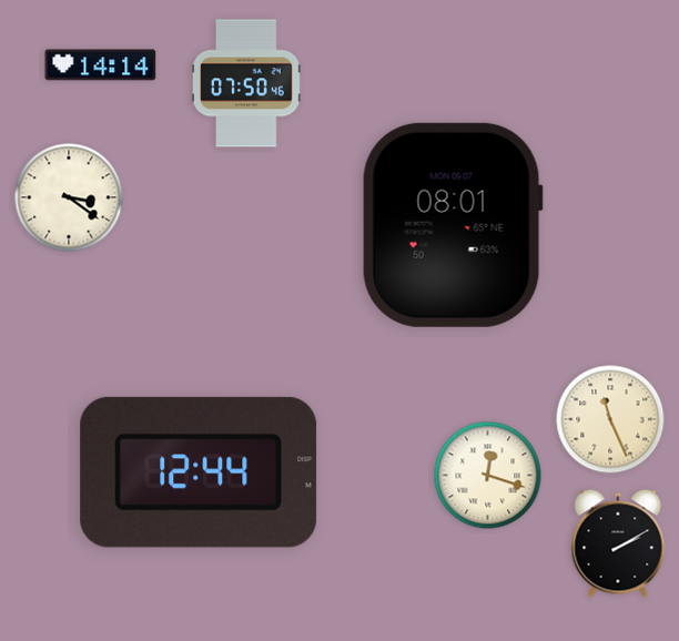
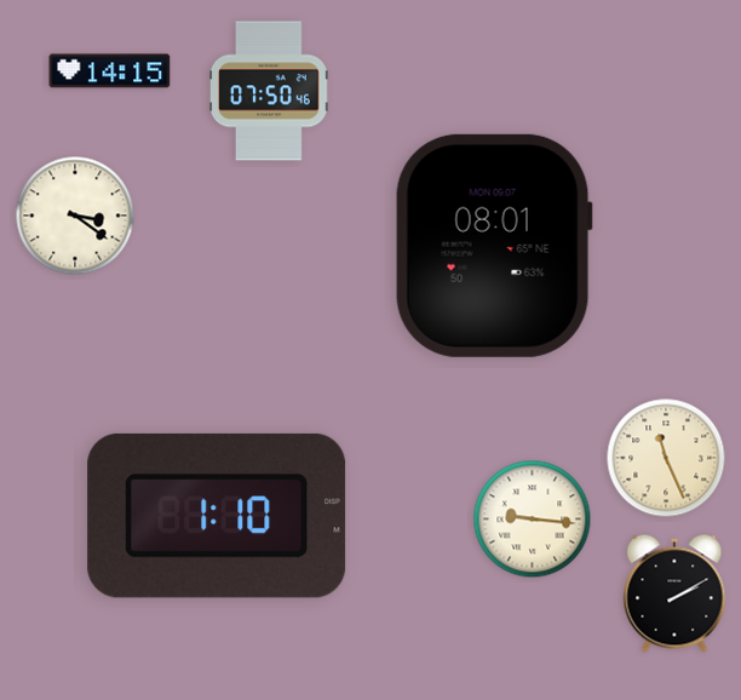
clock at (101, 65): 14:14 -> 14:15
clock at (199, 472): 12:44 -> 1:10
clock at (488, 476): 12:18 -> 9:16
